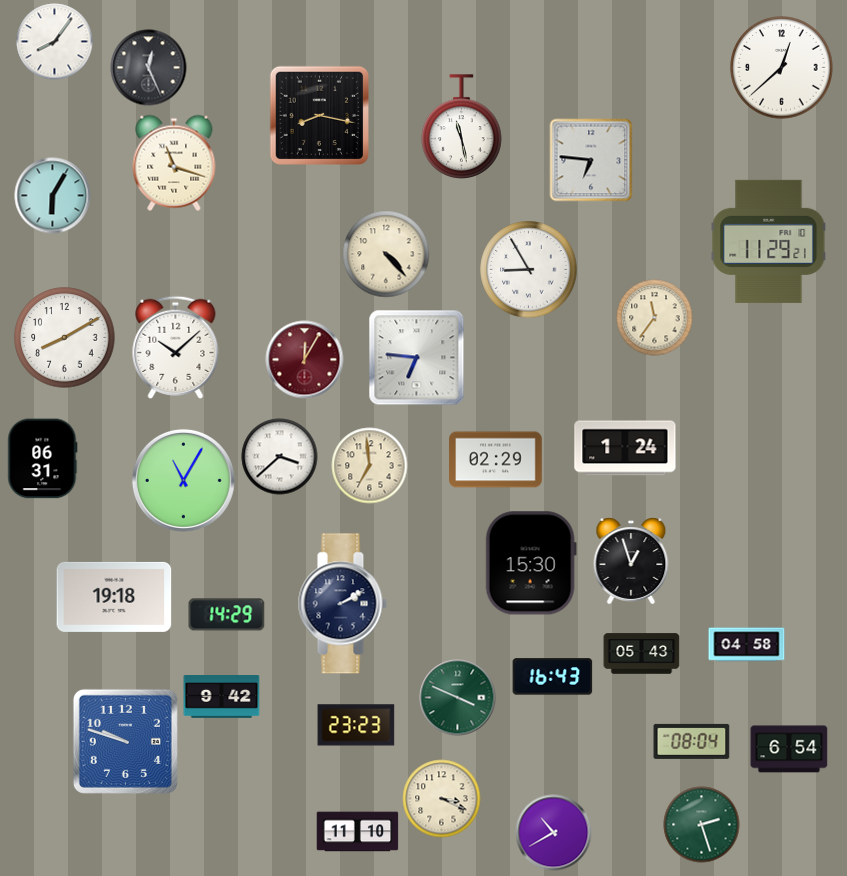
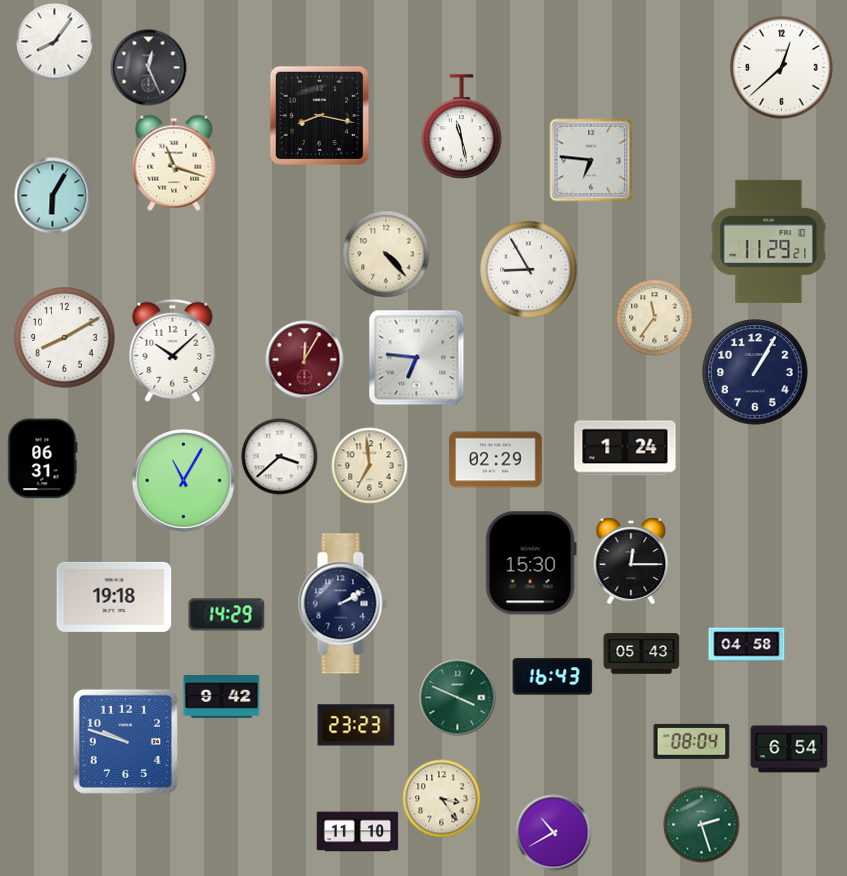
clock at (176, 347) position: (176, 347) -> (173, 350)
clock at (755, 372): none -> 1:05
clock at (631, 561): 12:57 -> 12:15
clock at (442, 799): 3:19 -> 3:24
